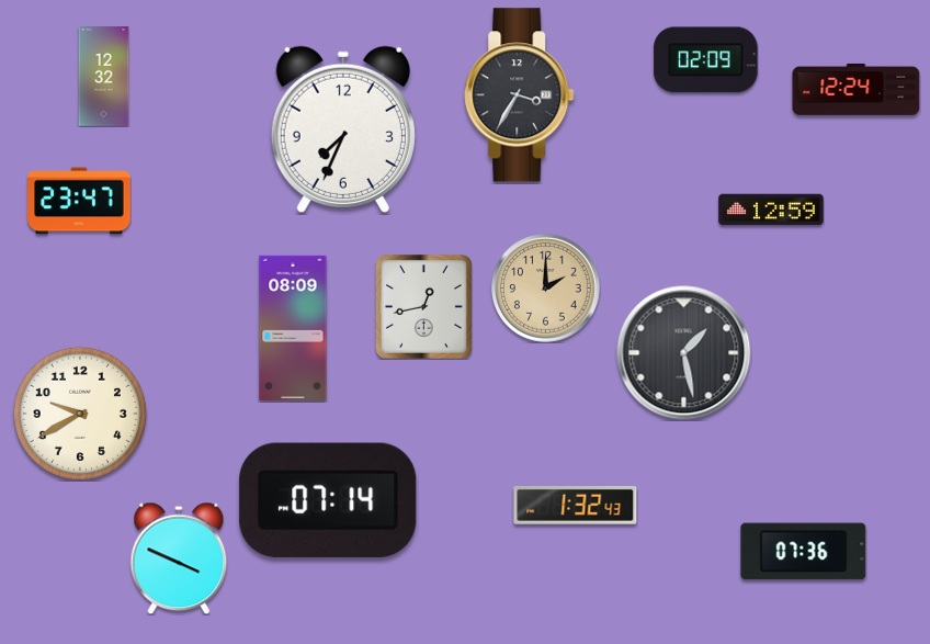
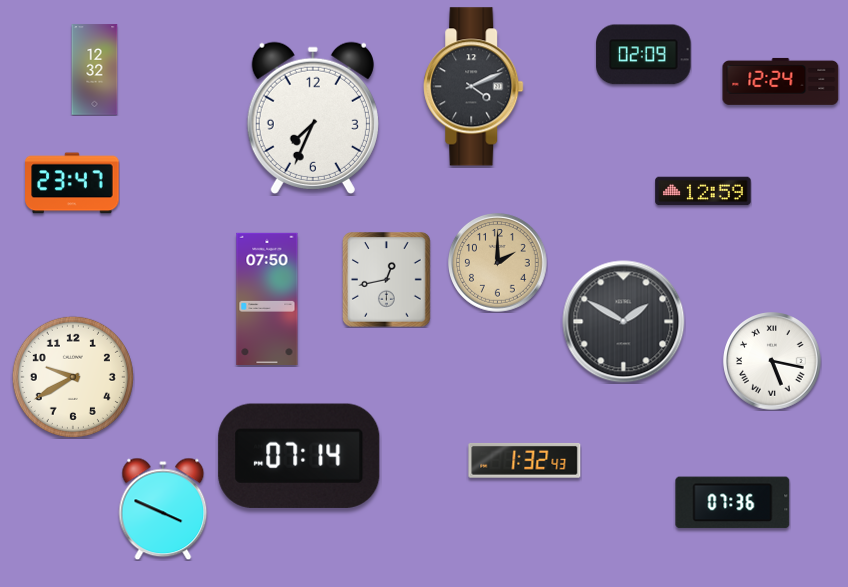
clock at (520, 95): 3:35 -> 4:11
clock at (293, 327): 08:09 -> 07:50
clock at (684, 353): 1:28 -> 1:50
clock at (772, 361): none -> 5:17
